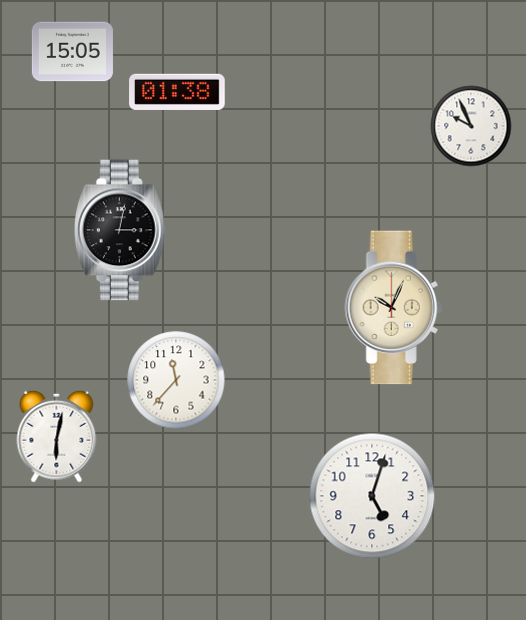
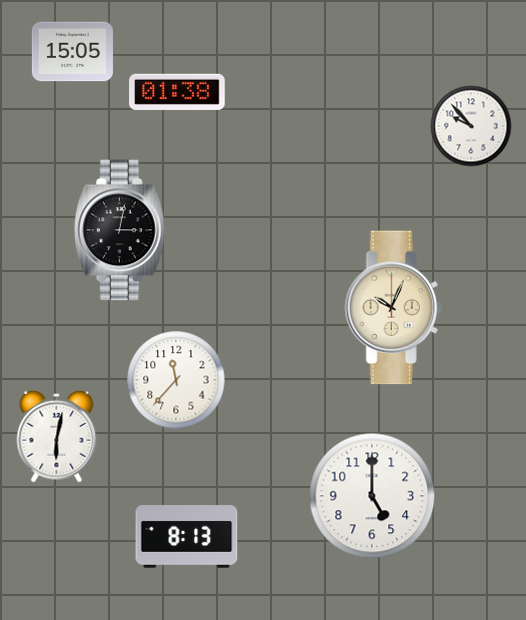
clock at (471, 126): 9:56 -> 9:53
clock at (372, 496): 5:03 -> 5:00
clock at (187, 537): none -> 8:13
